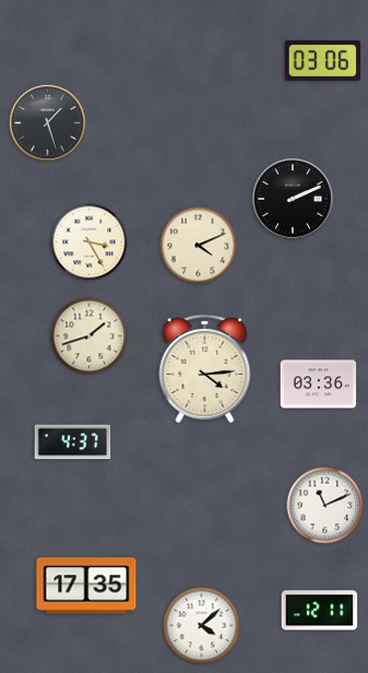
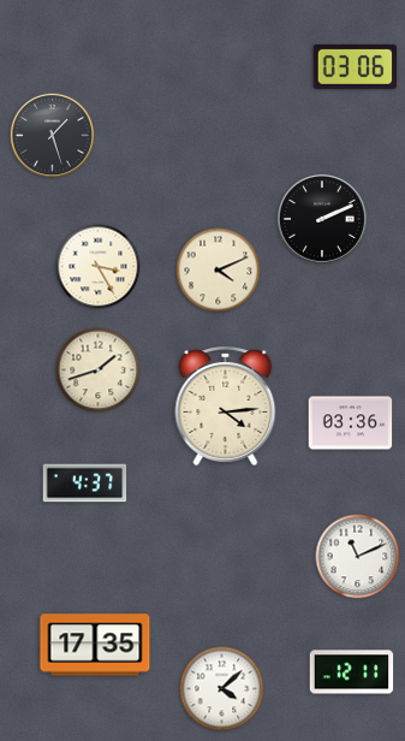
clock at (73, 442) position: (73, 442) -> (85, 484)
